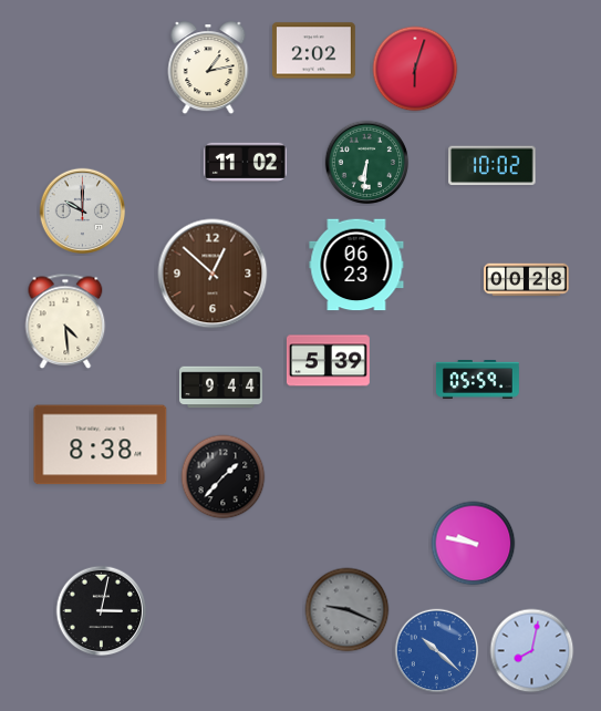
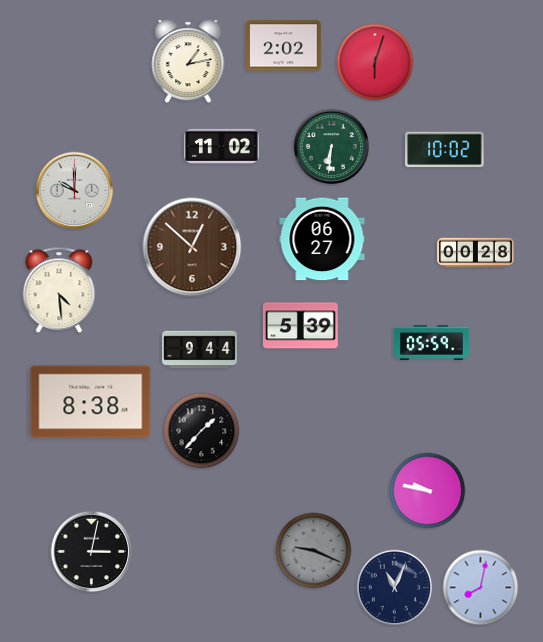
clock at (356, 265): 06:23 -> 06:27
clock at (328, 361) position: (328, 361) -> (300, 326)
clock at (437, 651): 10:22 -> 11:04
clock at (437, 651) dial: blue -> navy
